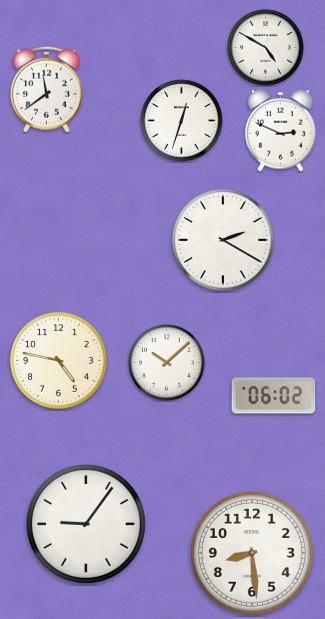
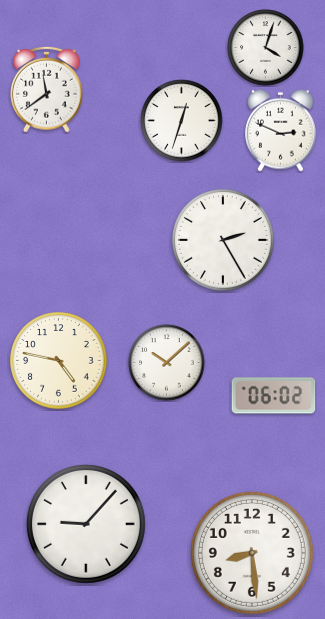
clock at (266, 48): 4:50 -> 4:03
clock at (223, 240): 2:20 -> 2:25
clock at (86, 524): 9:06 -> 9:07
